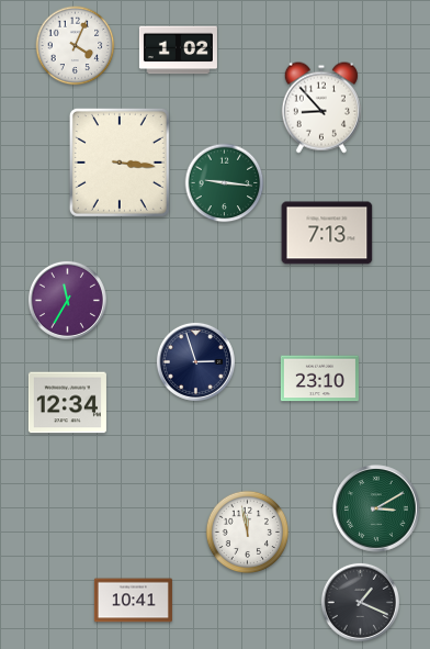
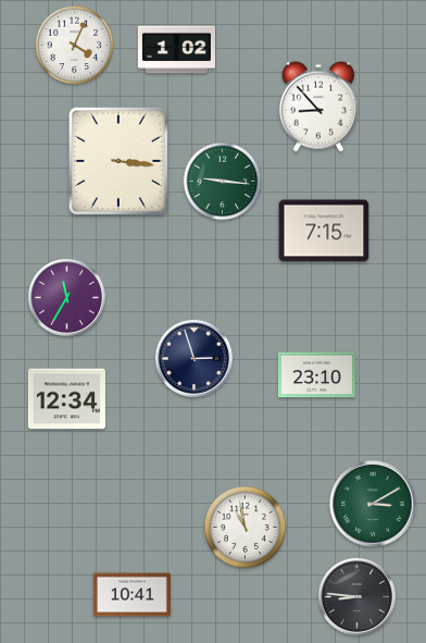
clock at (327, 233): 7:13 -> 7:15
clock at (248, 533): 11:58 -> 10:58
clock at (360, 602): 1:19 -> 8:46
